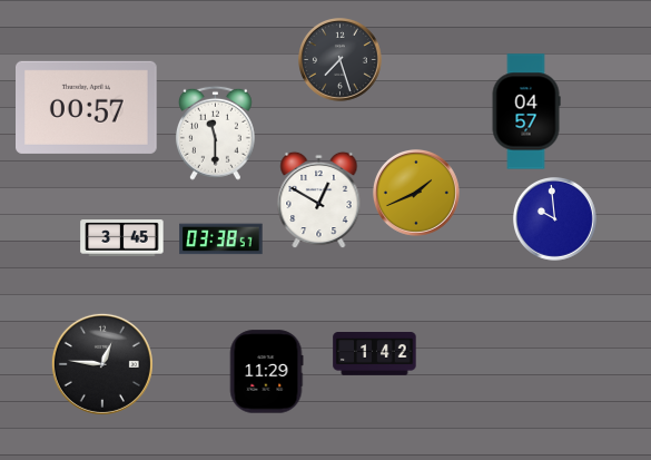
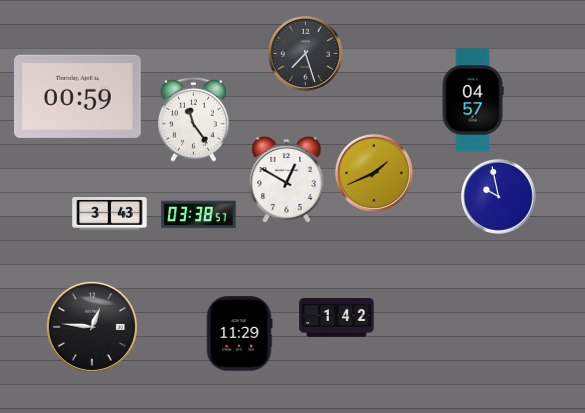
clock at (87, 107): 00:57 -> 00:59
clock at (215, 133): 11:30 -> 11:24
clock at (555, 219): 9:59 -> 9:58
clock at (122, 238): 3:45 -> 3:43
